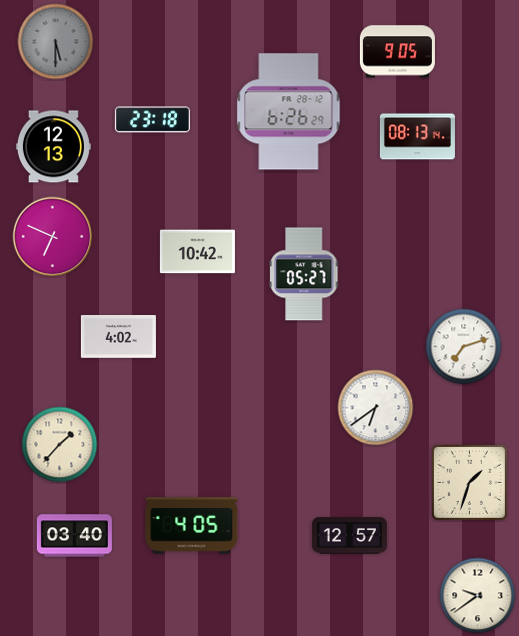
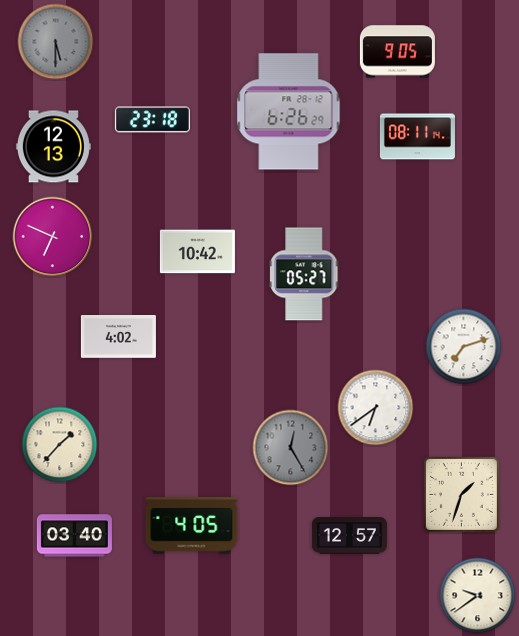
clock at (417, 137): 08:13 -> 08:11
clock at (291, 448): none -> 12:25
clock at (469, 482) position: (469, 482) -> (461, 494)
